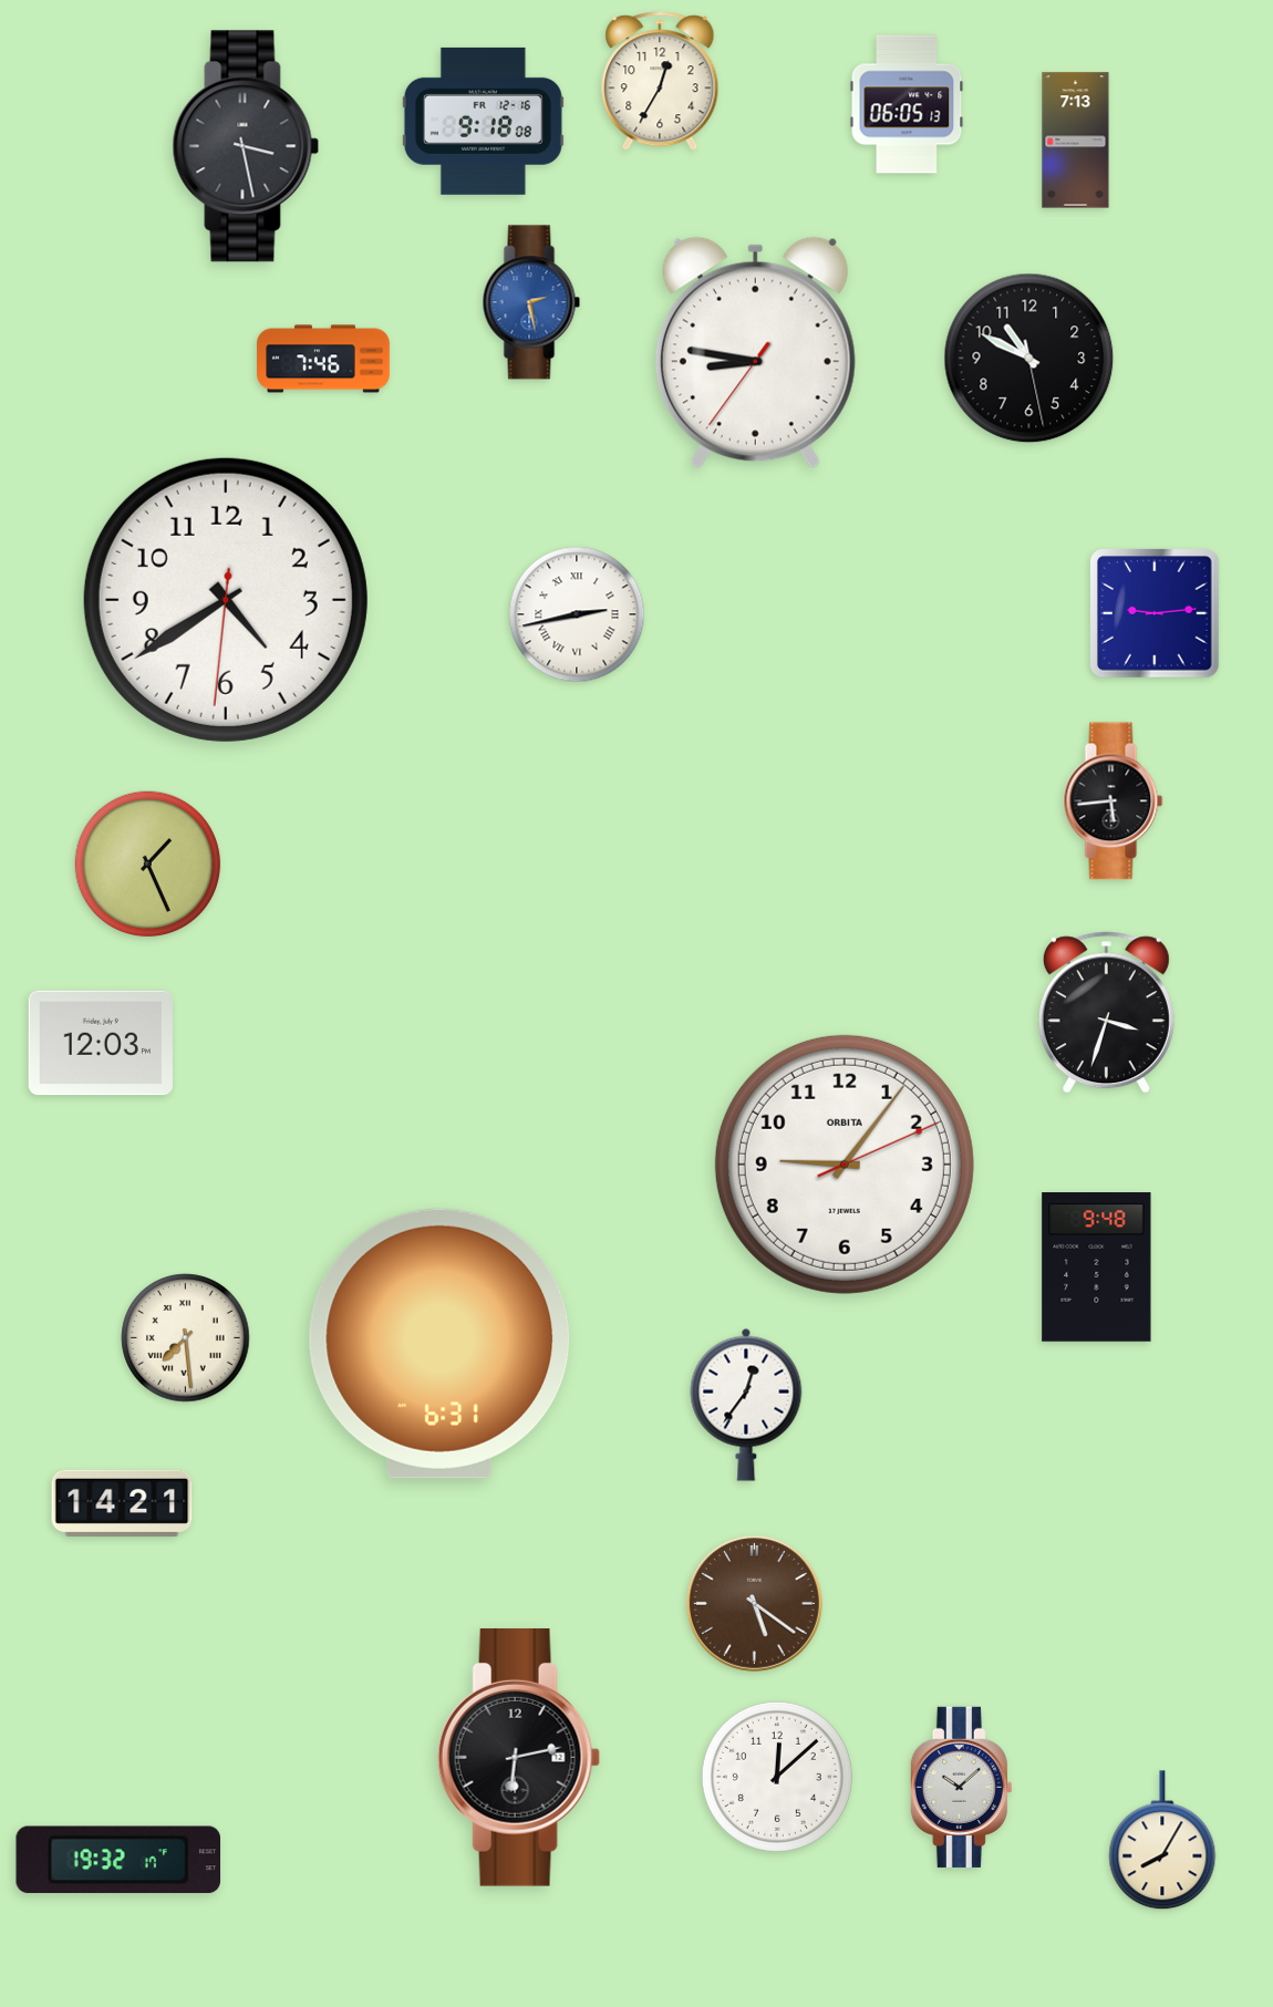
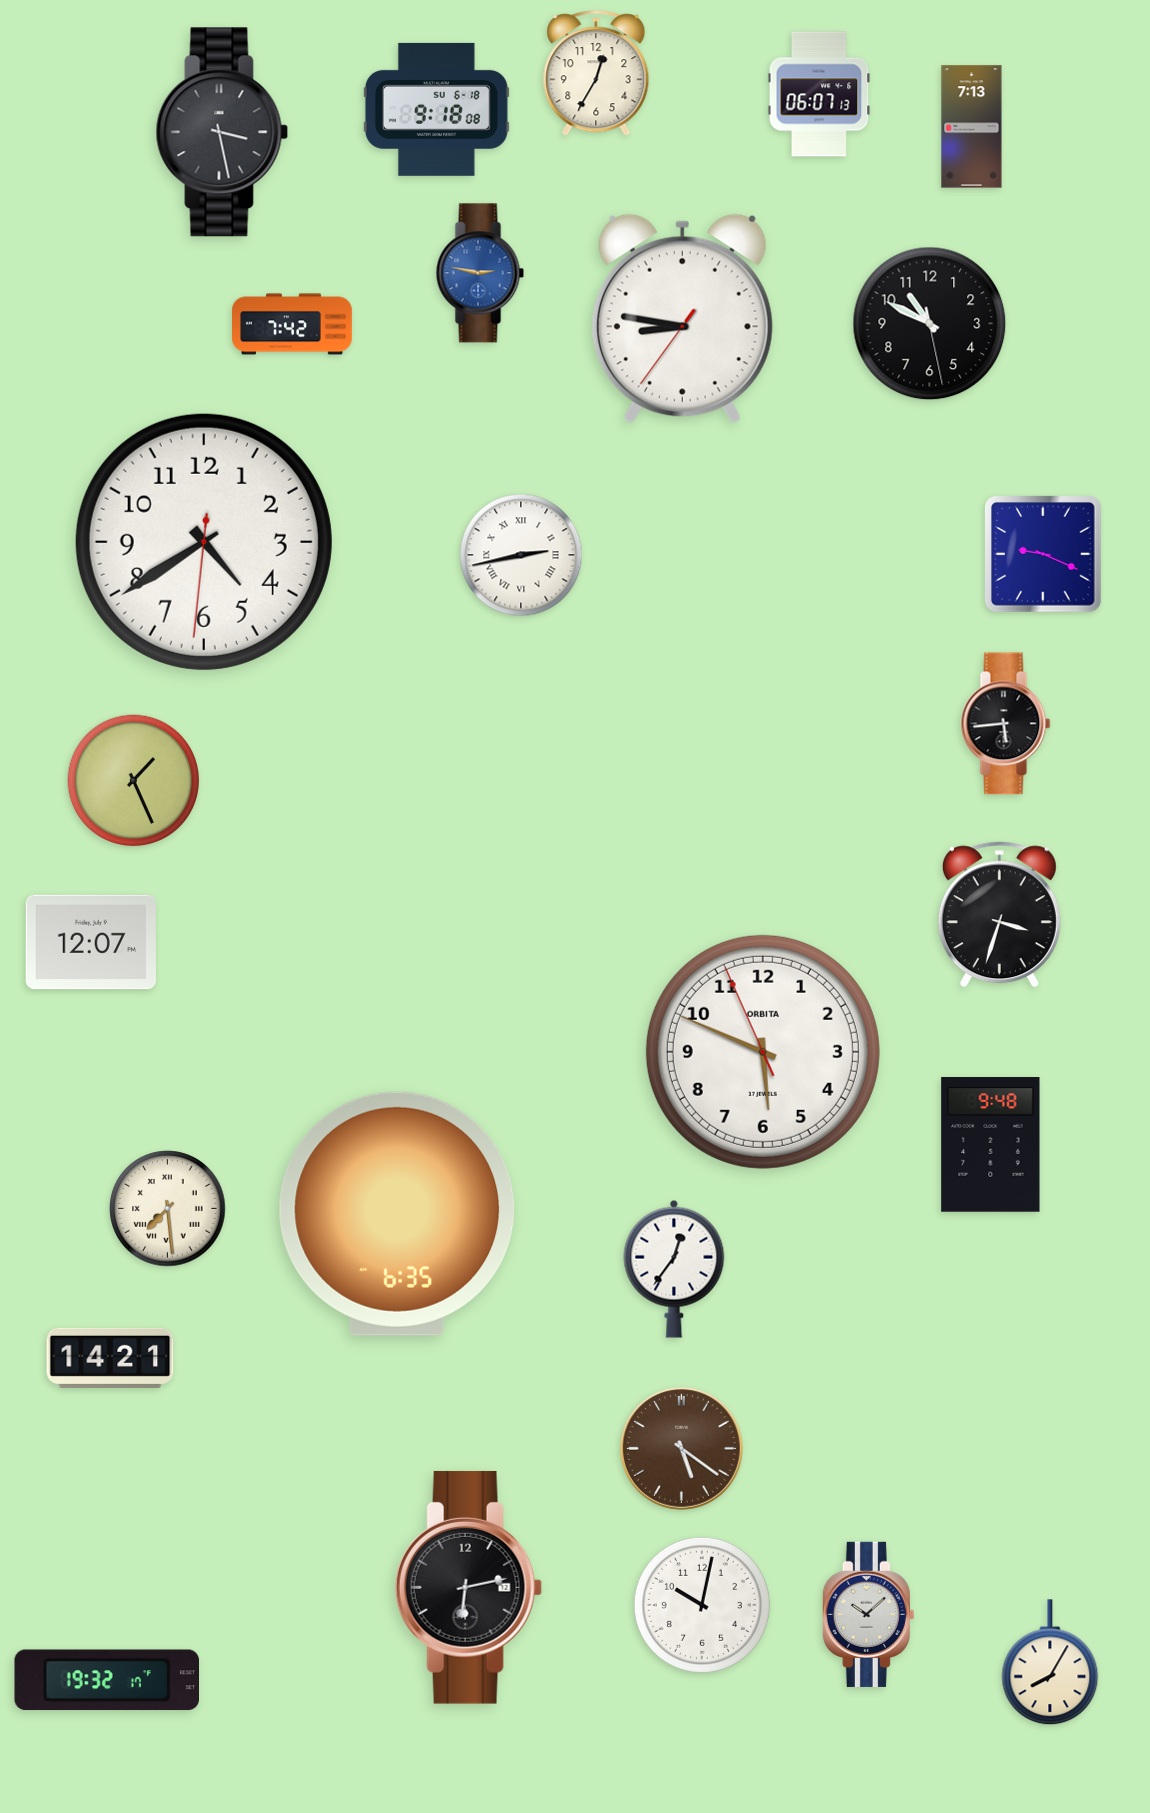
clock at (907, 104): 06:05 -> 06:07
clock at (483, 121) date: FR 12-16 -> SU 6-18
clock at (531, 302): 2:28 -> 2:47
clock at (323, 359): 7:46 -> 7:42
clock at (1155, 613): 9:14 -> 9:19
clock at (100, 1043): 12:03 -> 12:07
clock at (845, 1165): 9:06 -> 5:48
clock at (439, 1344): 6:31 -> 6:35
clock at (777, 1777): 12:08 -> 10:02
